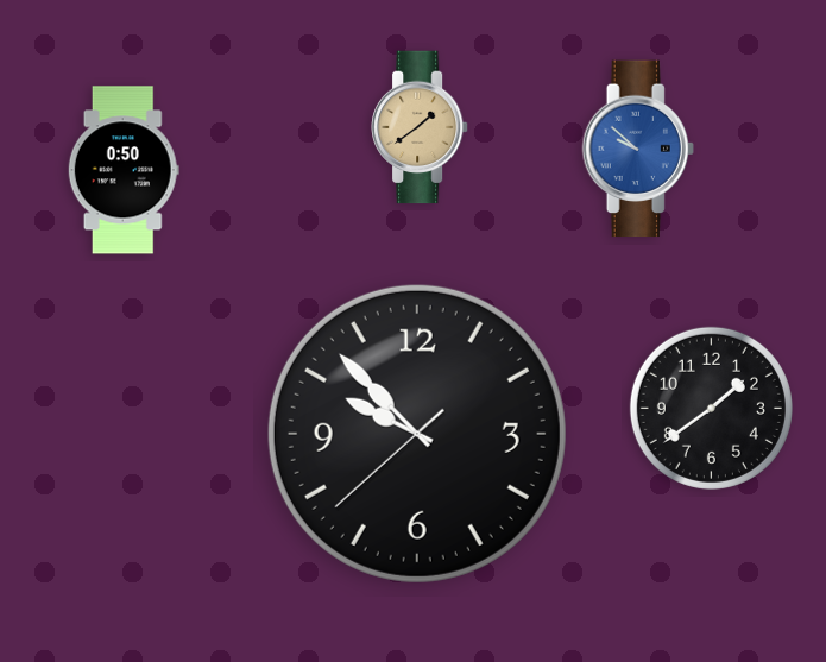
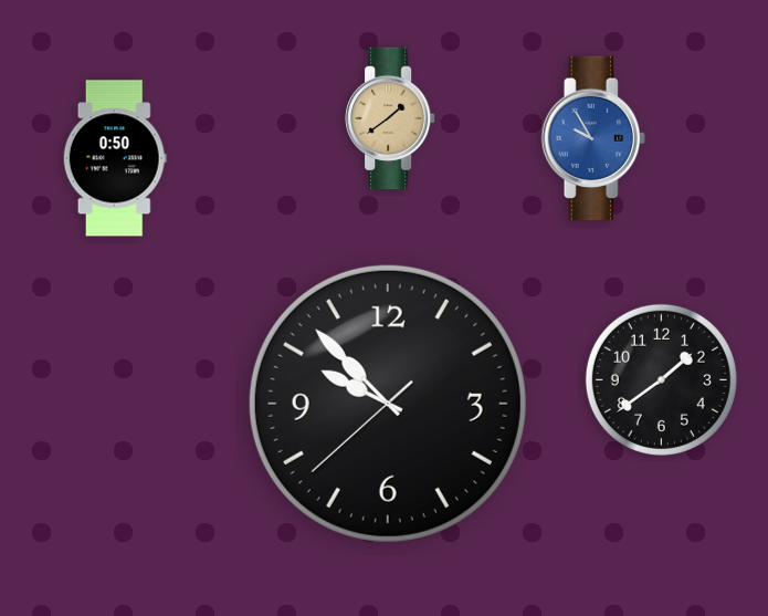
clock at (638, 149): 9:52 -> 9:55
